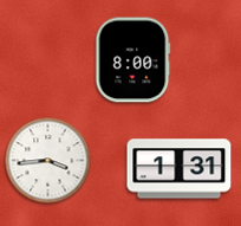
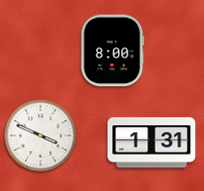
clock at (48, 161): 3:44 -> 3:49
